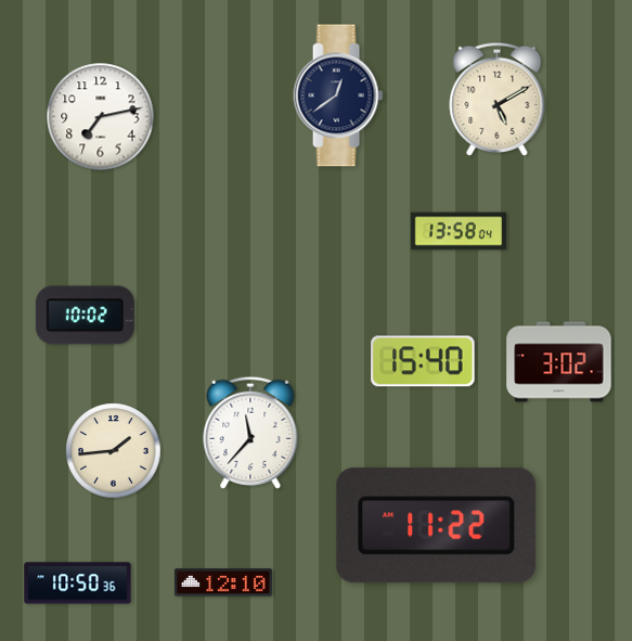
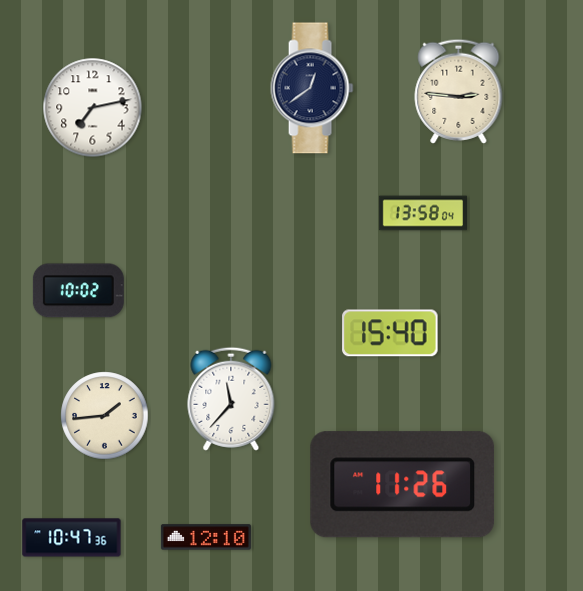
clock at (498, 99): 5:10 -> 2:46
clock at (559, 362): 3:02 -> none
clock at (437, 526): 11:22 -> 11:26
clock at (78, 584): 10:50 -> 10:47
